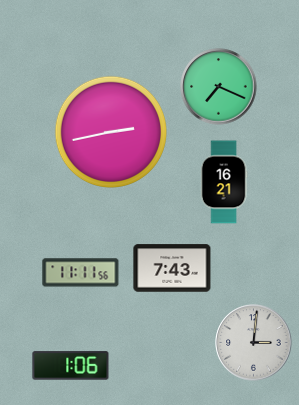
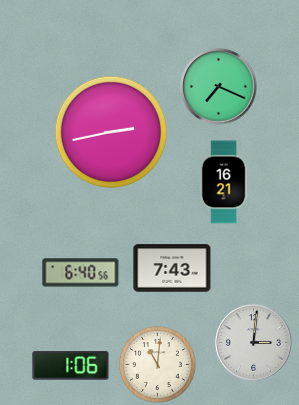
clock at (81, 273): 11:11 -> 6:40
clock at (158, 365): none -> 11:01
